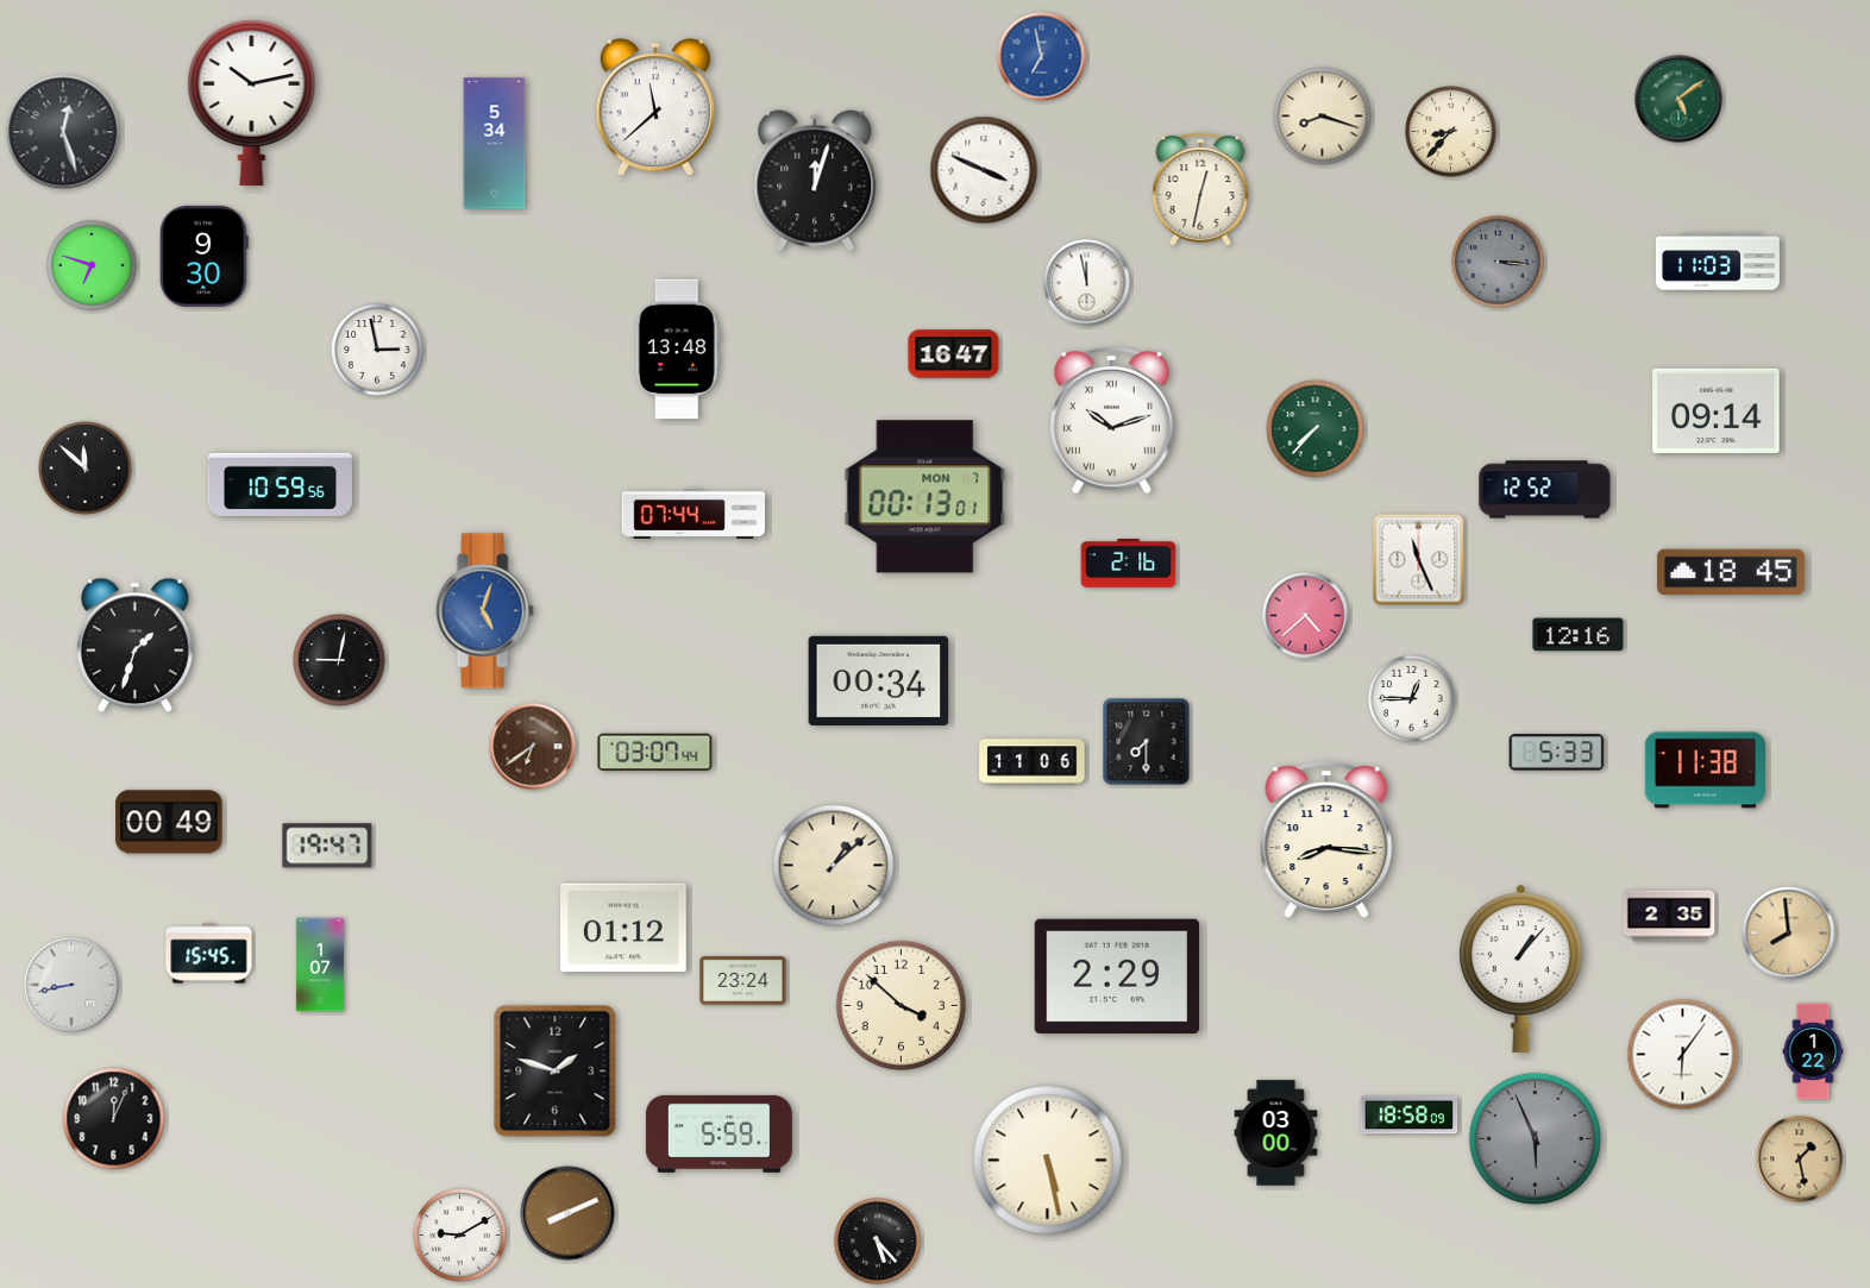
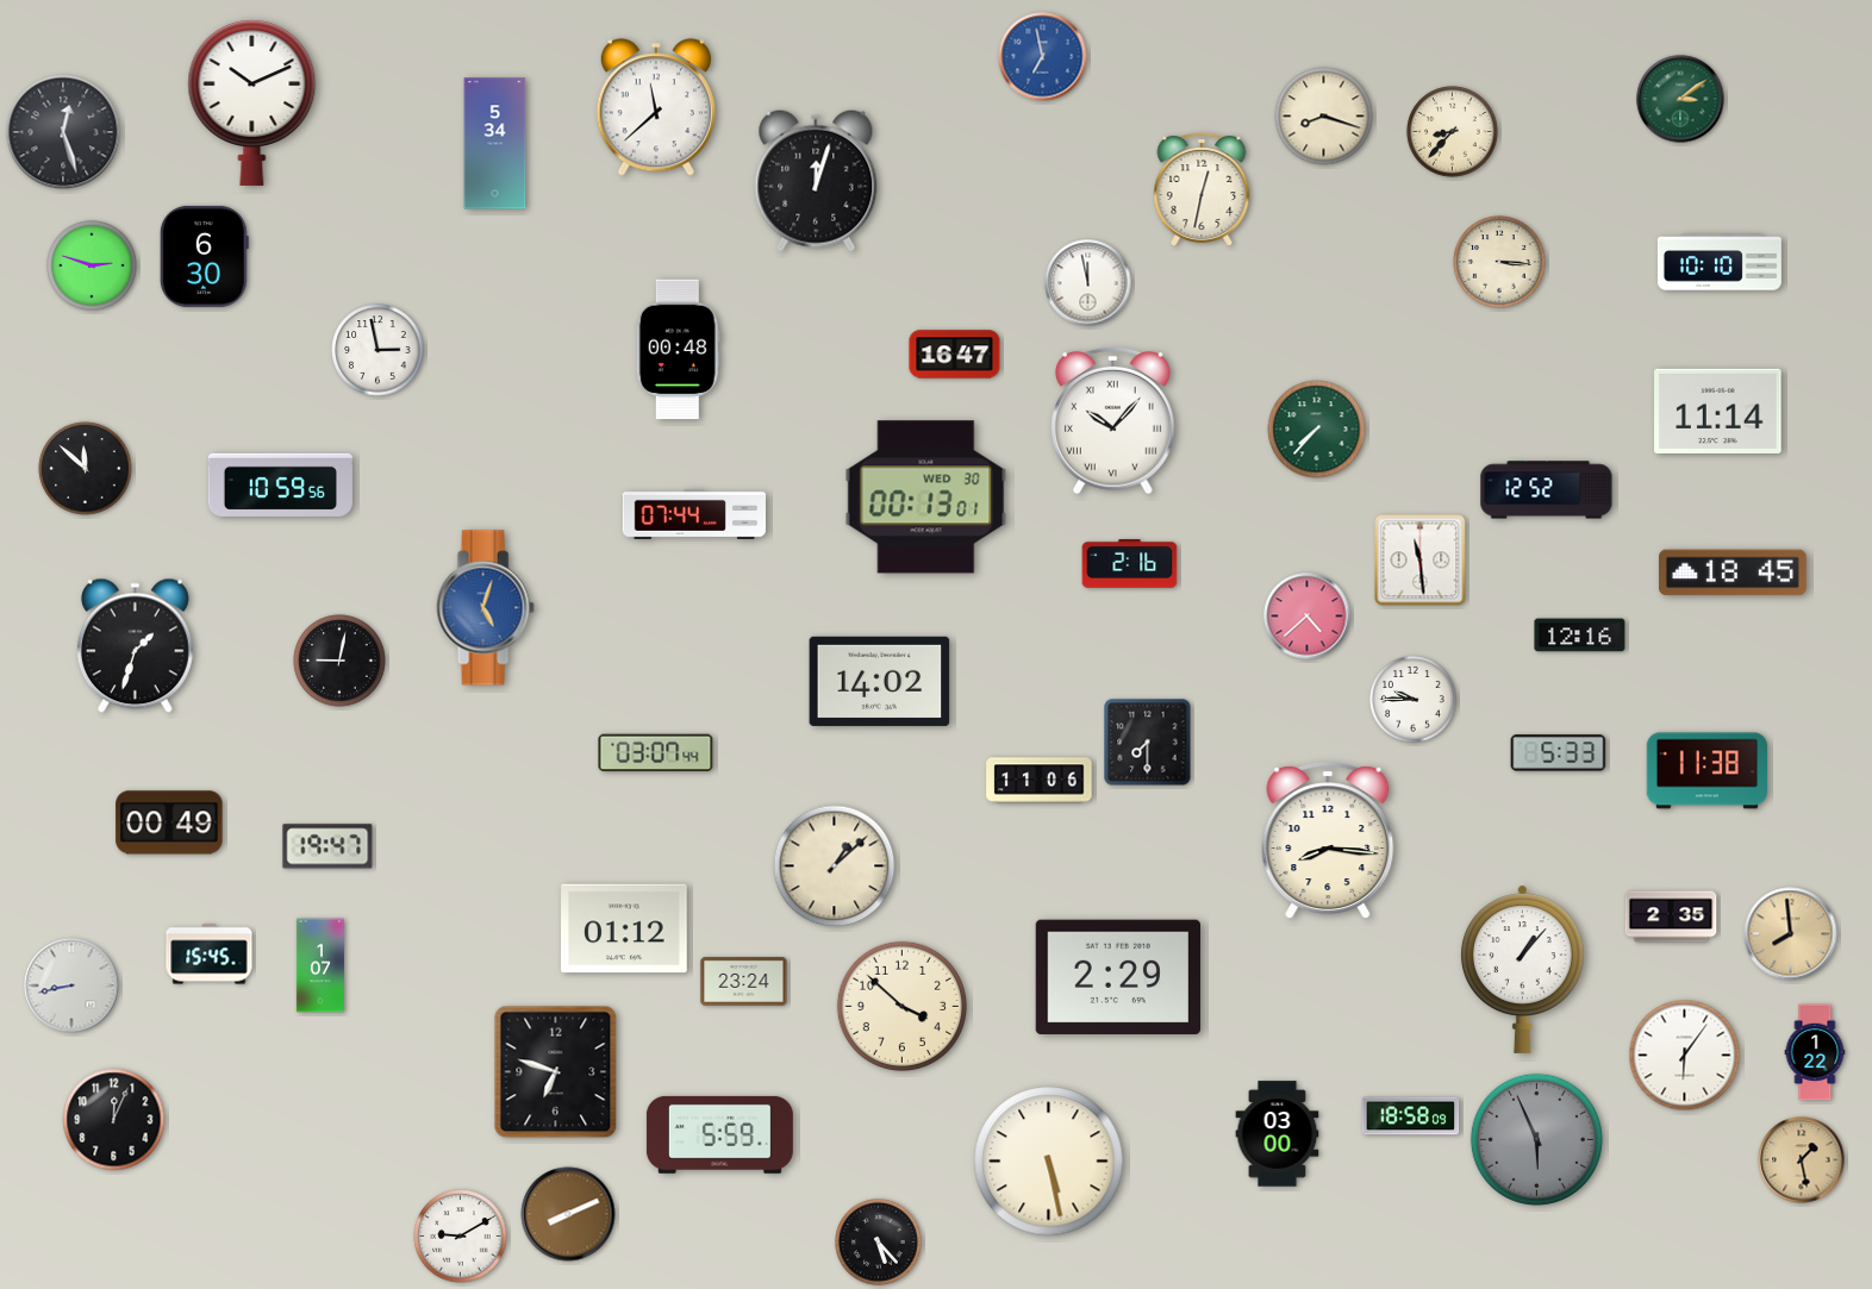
clock at (1678, 99): 5:09 -> 3:09
clock at (252, 102): 10:13 -> 10:11
clock at (984, 170): 3:49 -> none
clock at (203, 256): 9:30 -> 6:30
clock at (1498, 262) dial: grey -> cream
clock at (1718, 262): 11:03 -> 10:10
clock at (92, 265): 6:48 -> 2:48
clock at (677, 350): 13:48 -> 00:48
clock at (1717, 410): 09:14 -> 11:14
clock at (1112, 420): 10:12 -> 10:07
clock at (925, 497) date: MON 7 -> WED 30
clock at (1419, 560): 11:26 -> 11:29
clock at (484, 611) position: (484, 611) -> (485, 608)
clock at (879, 680): 00:34 -> 14:02
clock at (1412, 699): 12:45 -> 9:45
clock at (533, 747): 6:39 -> none
clock at (1033, 762) position: (1033, 762) -> (1040, 781)
clock at (556, 1072): 1:48 -> 6:48
